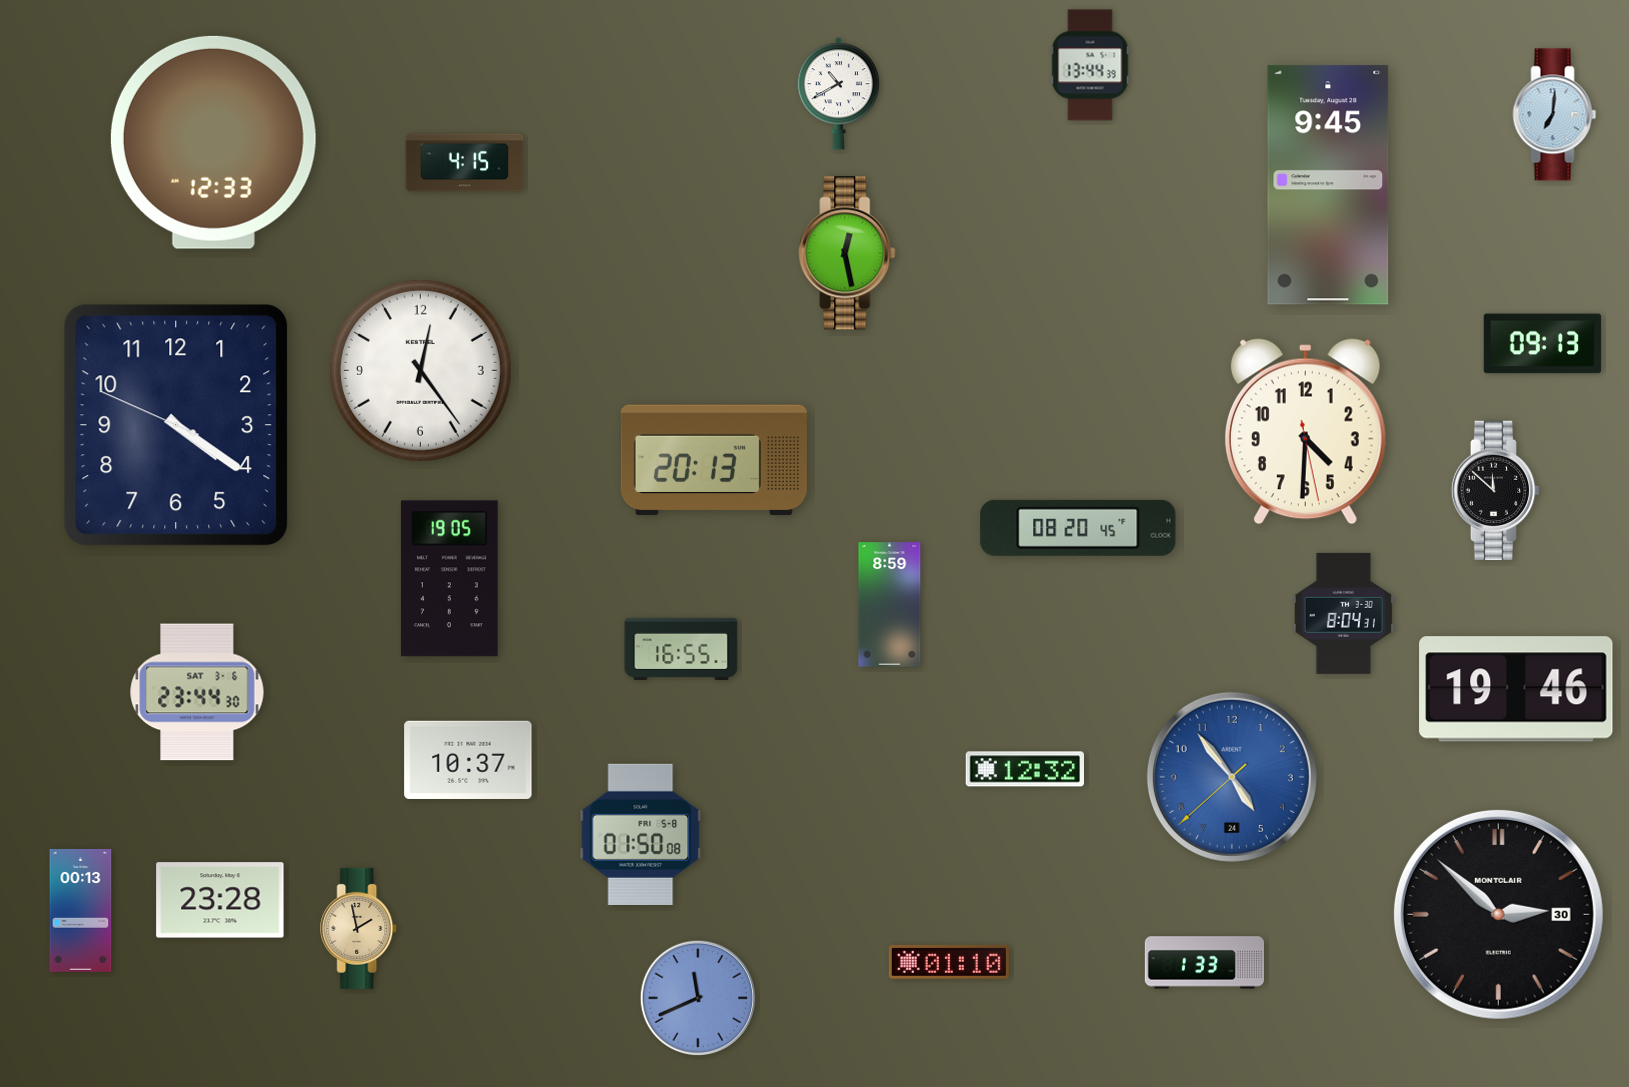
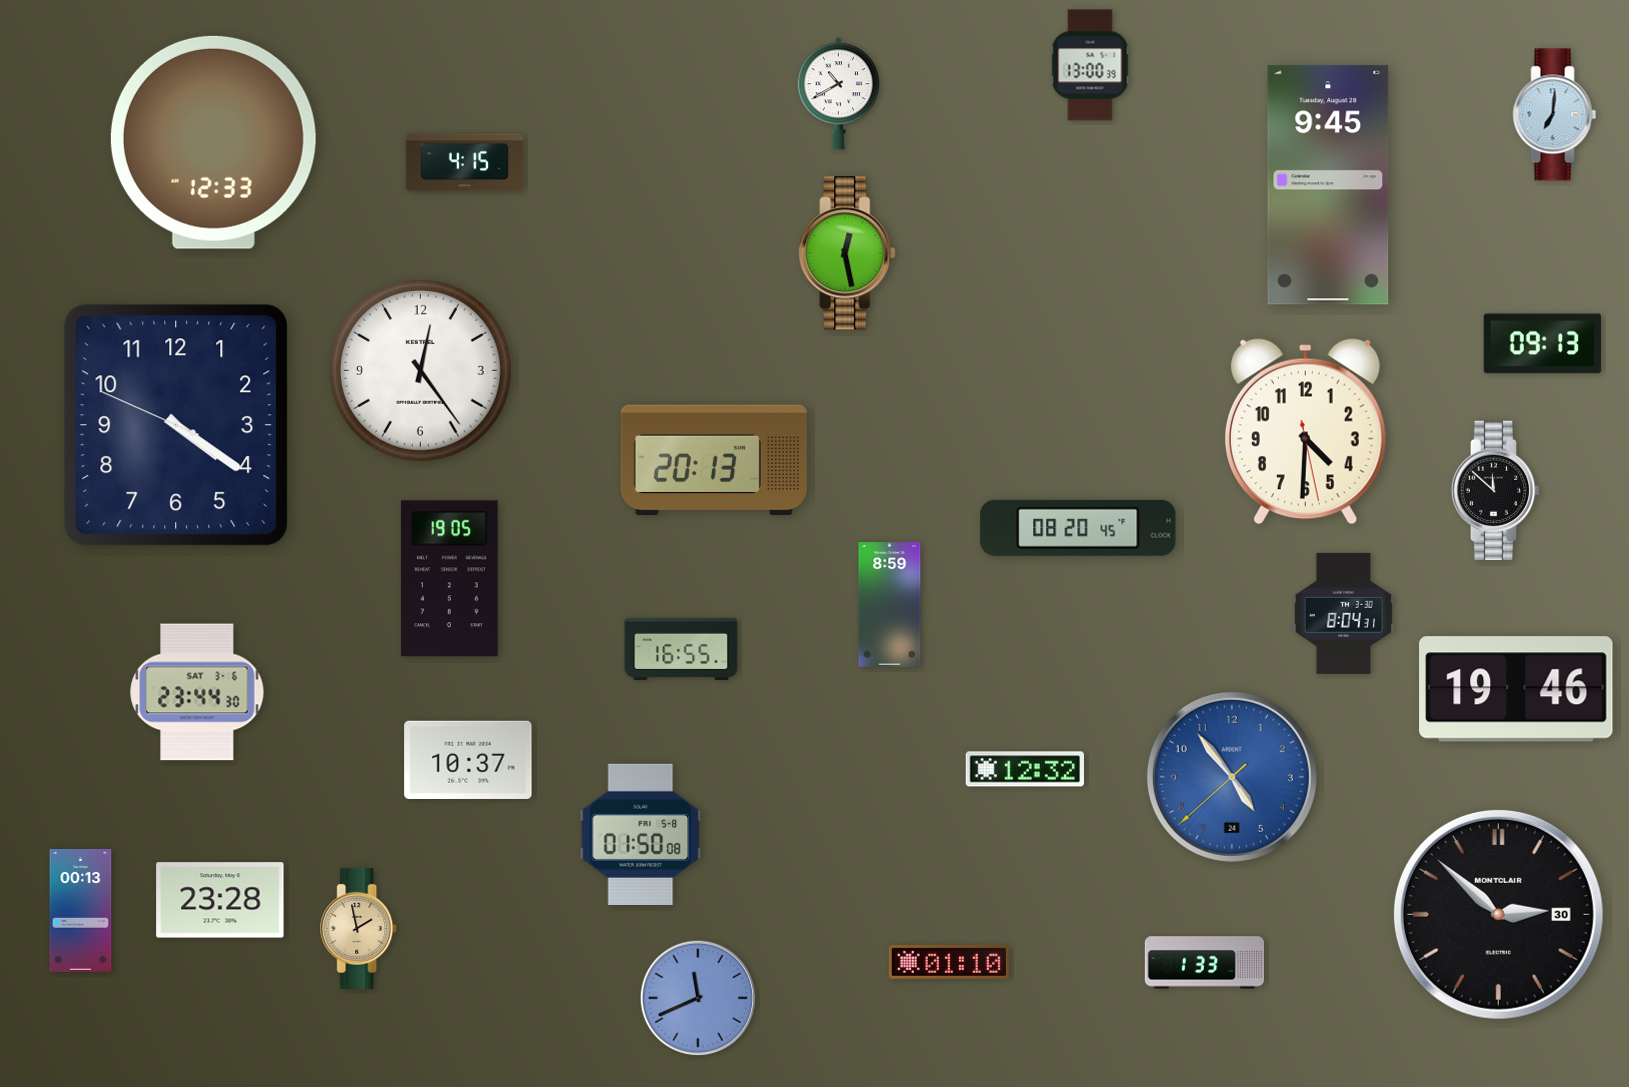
clock at (1090, 65): 13:44 -> 13:00
